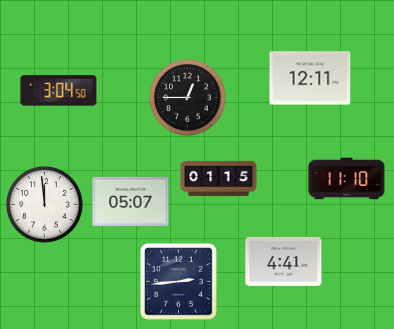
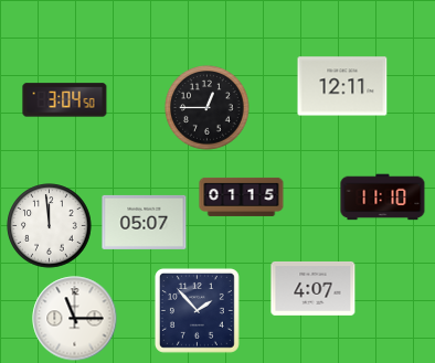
clock at (284, 261): 4:41 -> 4:07
clock at (178, 281): 2:44 -> 1:53
clock at (75, 319): none -> 11:15
